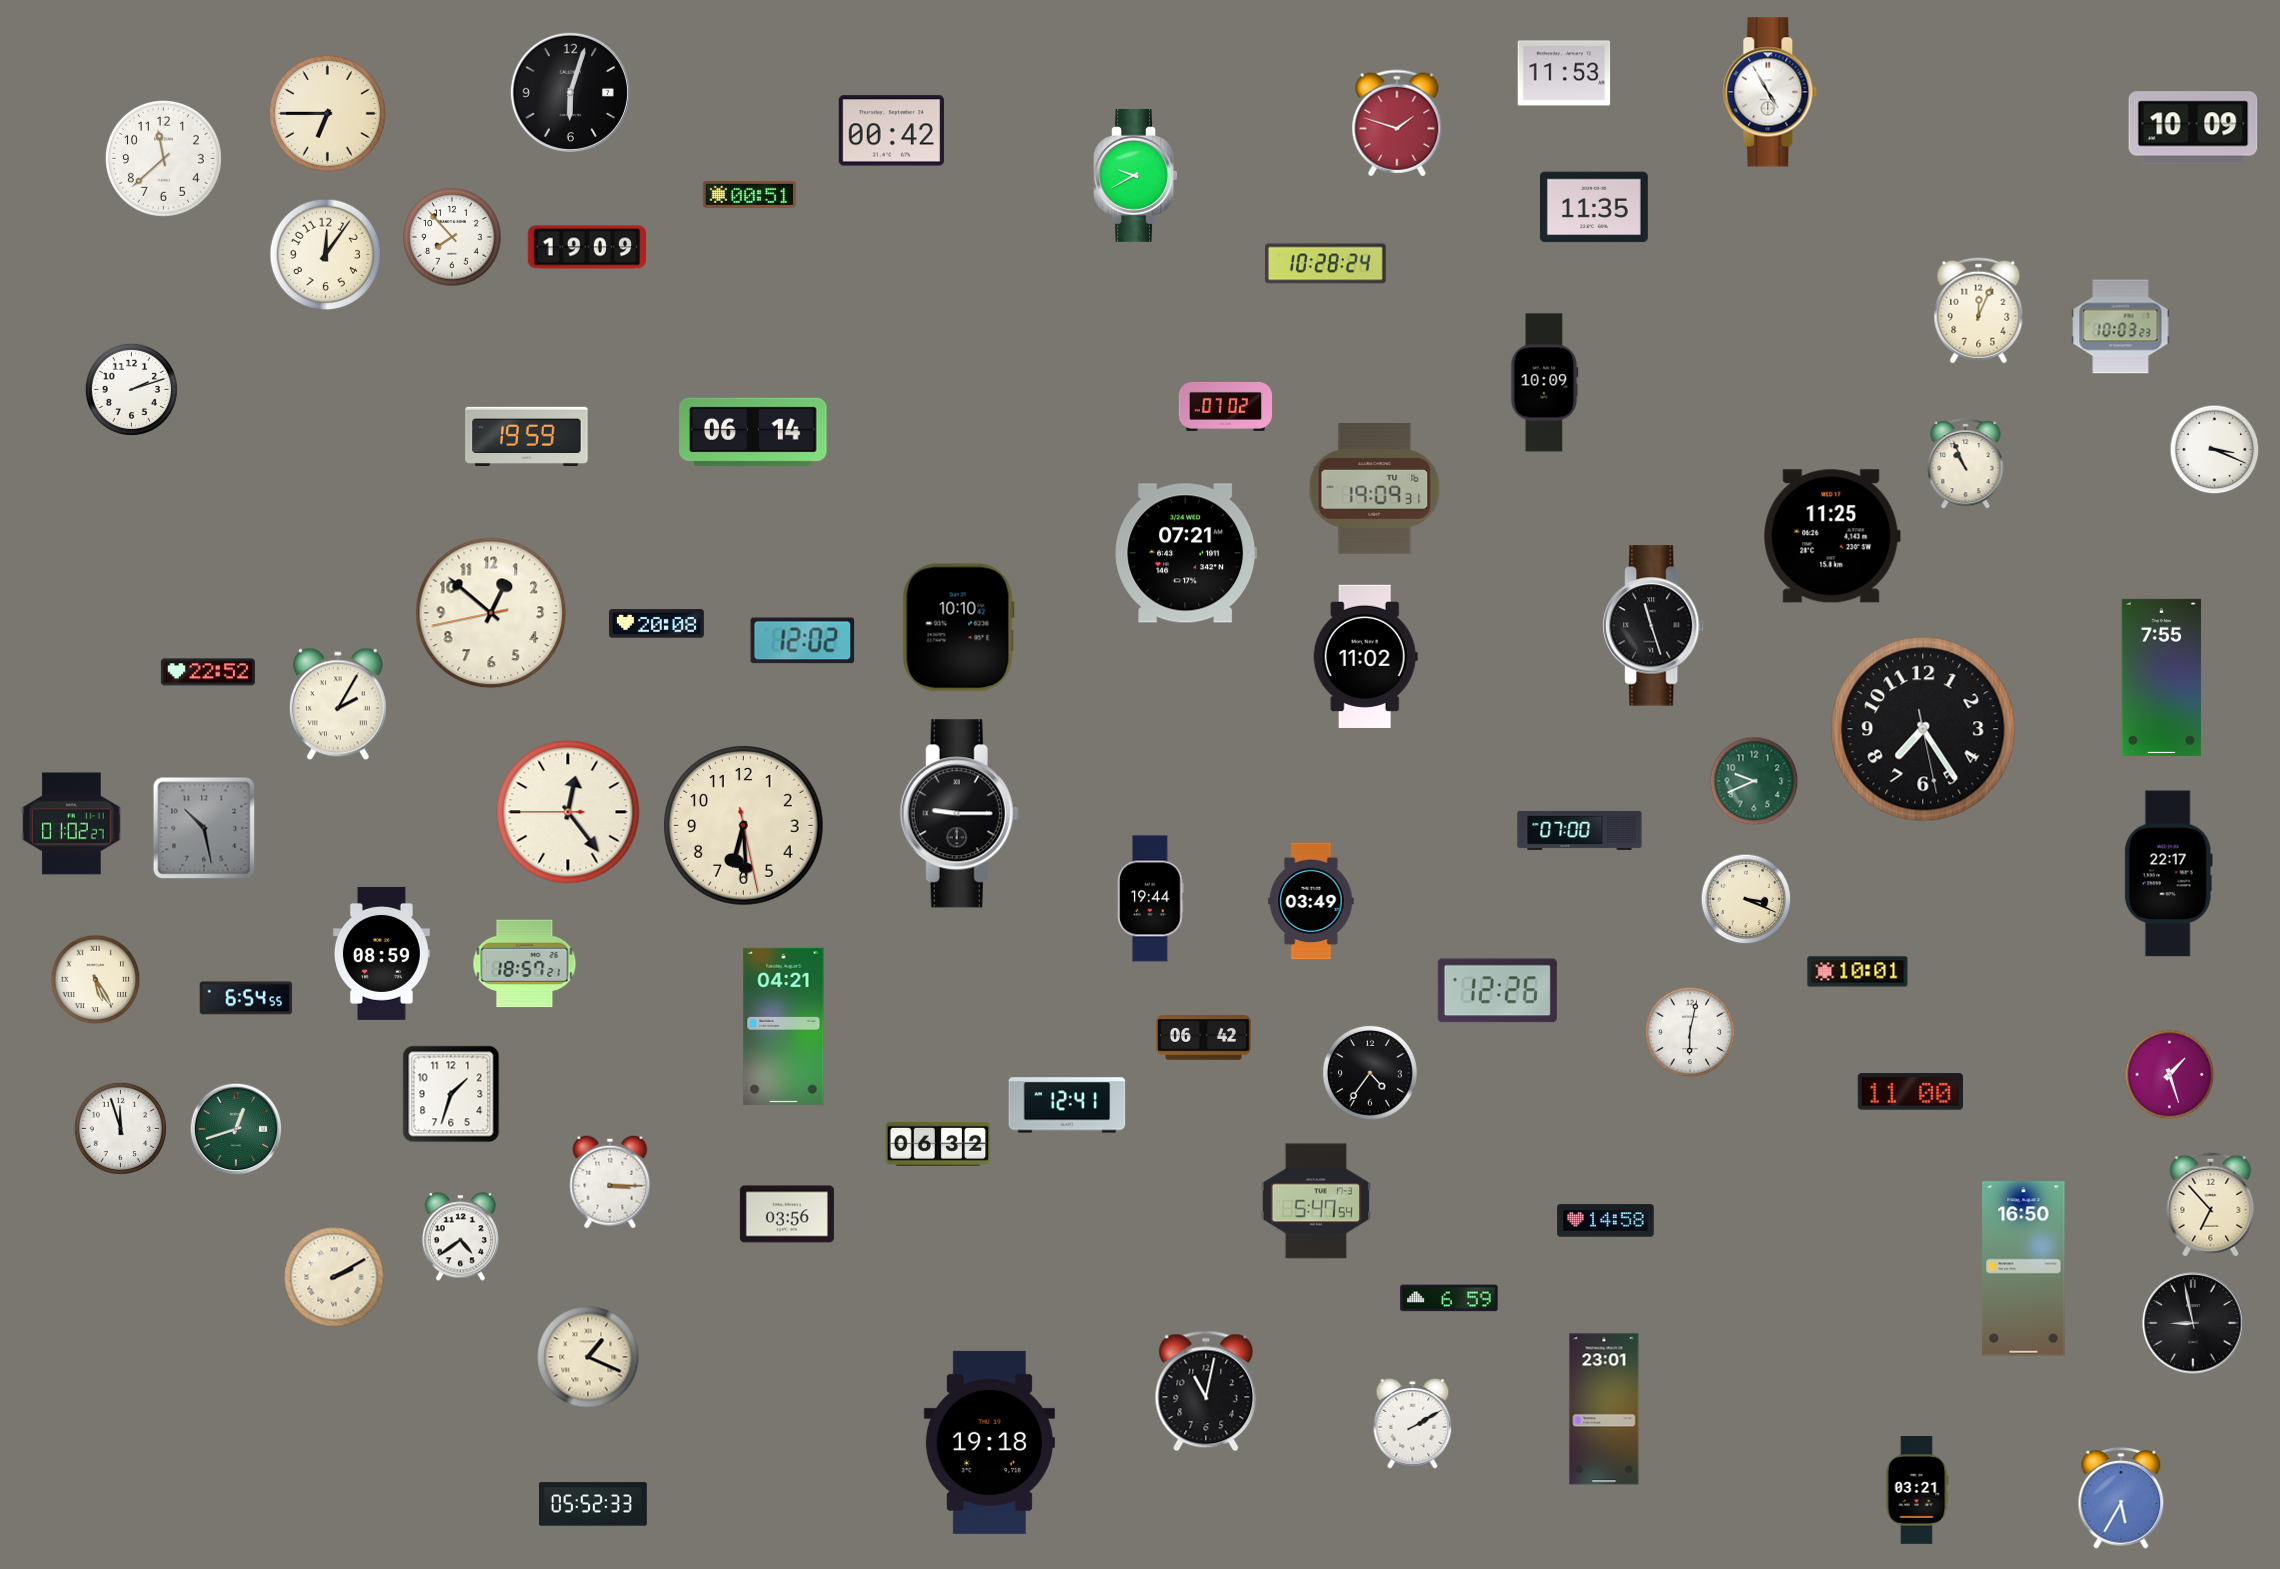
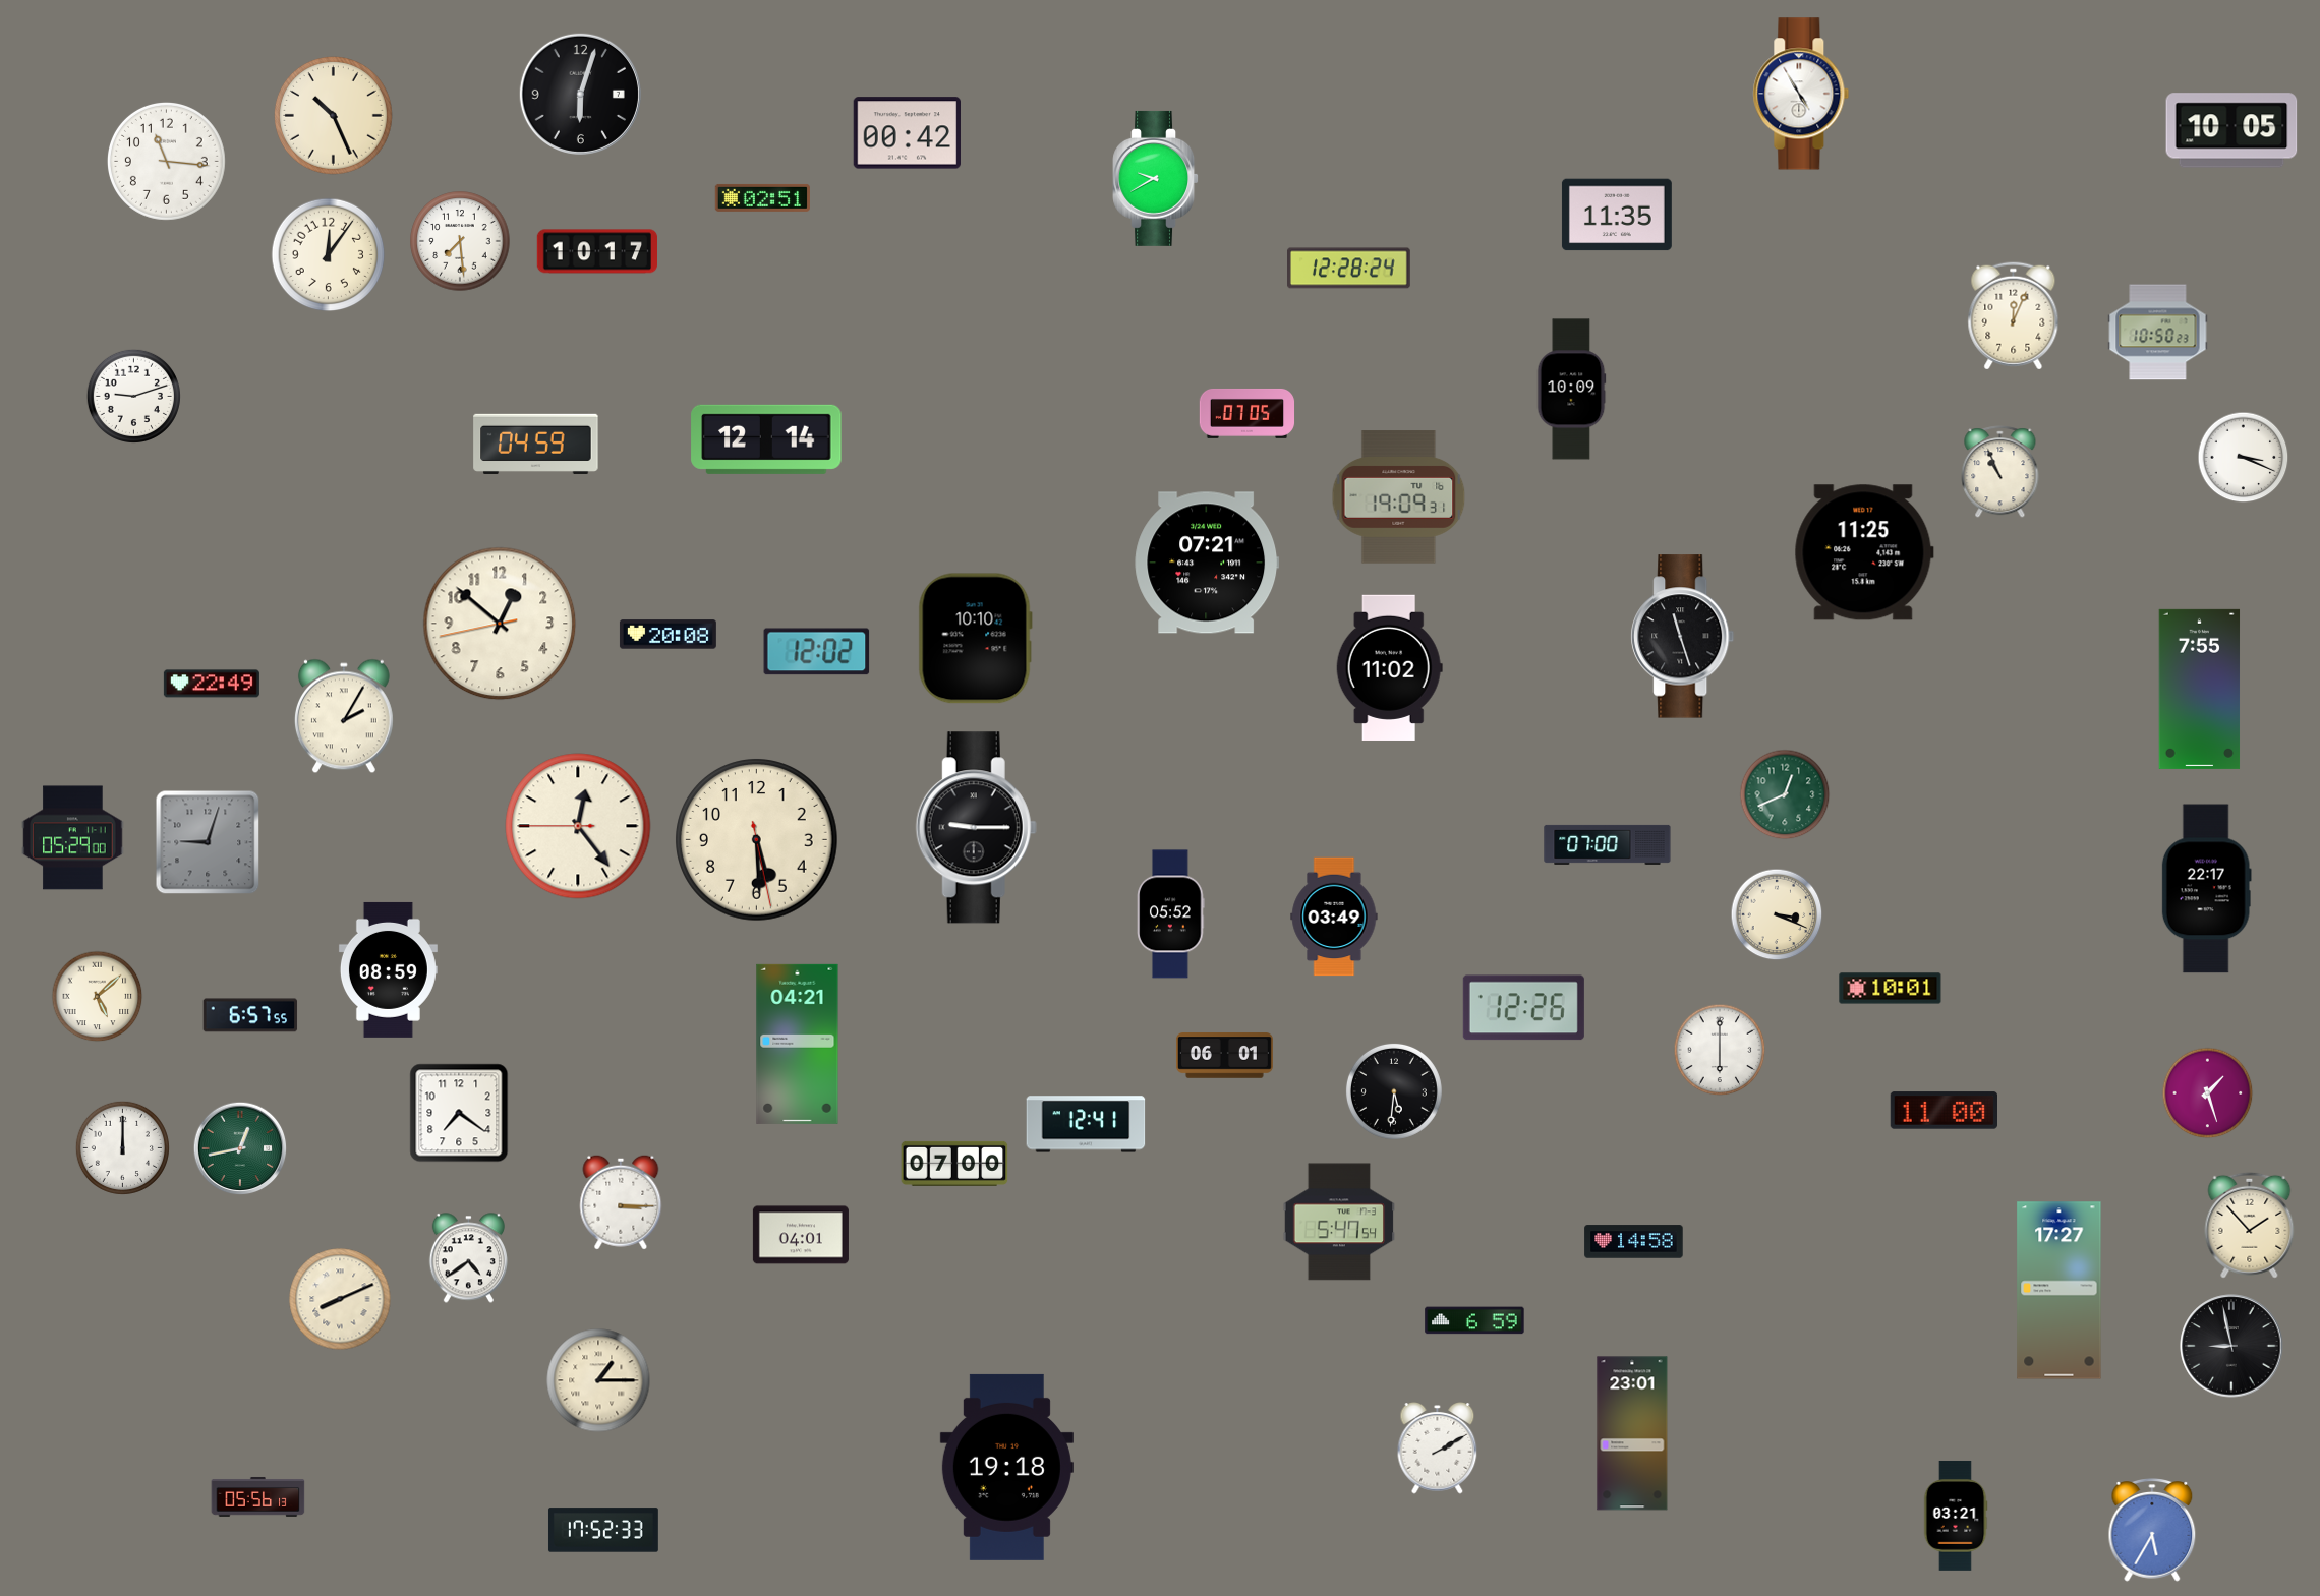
clock at (1564, 73): 11:53 -> none
clock at (327, 113): 6:45 -> 10:26
clock at (1397, 123): 1:48 -> none
clock at (2193, 128): 10:09 -> 10:05
clock at (163, 158): 11:38 -> 11:16
clock at (749, 194): 00:51 -> 02:51
clock at (1594, 207) position: (1594, 207) -> (1617, 215)
clock at (452, 237): 7:53 -> 7:29
clock at (586, 247): 19:09 -> 10:17
clock at (326, 255) position: (326, 255) -> (329, 255)
clock at (1326, 264): 10:28 -> 12:28
clock at (2121, 327): 10:03 -> 10:50
clock at (131, 389): 2:12 -> 9:12
clock at (1226, 406): 07:02 -> 07:05
clock at (753, 432): 06:14 -> 12:14
clock at (527, 436): 19:59 -> 04:59
clock at (2215, 450) position: (2215, 450) -> (2244, 458)
clock at (1832, 536) position: (1832, 536) -> (1864, 552)
clock at (208, 672): 22:52 -> 22:49
clock at (1923, 729): 7:24 -> none
clock at (1754, 781): 9:41 -> 12:41
clock at (72, 824): 01:02 -> 05:29
clock at (744, 826): 6:29 -> 5:29
clock at (204, 828): 10:28 -> 9:03
clock at (1151, 899): 19:44 -> 05:52
clock at (525, 964): 18:57 -> none
clock at (96, 980): 5:25 -> 5:08
clock at (246, 998): 6:54 -> 6:57
clock at (1690, 1032): 6:02 -> 6:00
clock at (1203, 1038): 06:42 -> 06:01
clock at (1370, 1073): 4:36 -> 5:31
clock at (451, 1094): 1:33 -> 7:21
clock at (120, 1128): 11:57 -> 12:00
clock at (236, 1129): 12:42 -> 12:43
clock at (938, 1144): 06:32 -> 07:00
clock at (2211, 1204): 6:53 -> 1:53
clock at (787, 1214): 03:56 -> 04:01
clock at (2024, 1269): 16:50 -> 17:27
clock at (334, 1277): 2:10 -> 8:11
clock at (588, 1357): 1:19 -> 1:15
clock at (1206, 1391): 11:02 -> none
clock at (258, 1497): none -> 05:56
clock at (1917, 1490) position: (1917, 1490) -> (1956, 1516)
clock at (2121, 1498) position: (2121, 1498) -> (2152, 1530)
clock at (593, 1504): 05:52 -> 17:52
